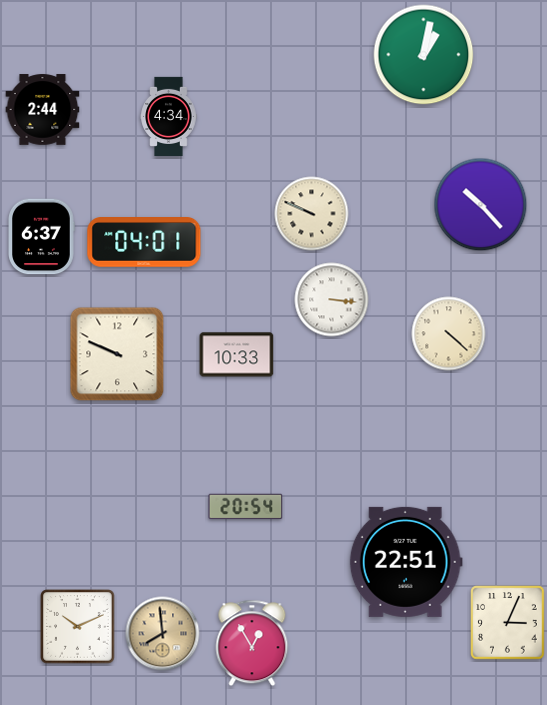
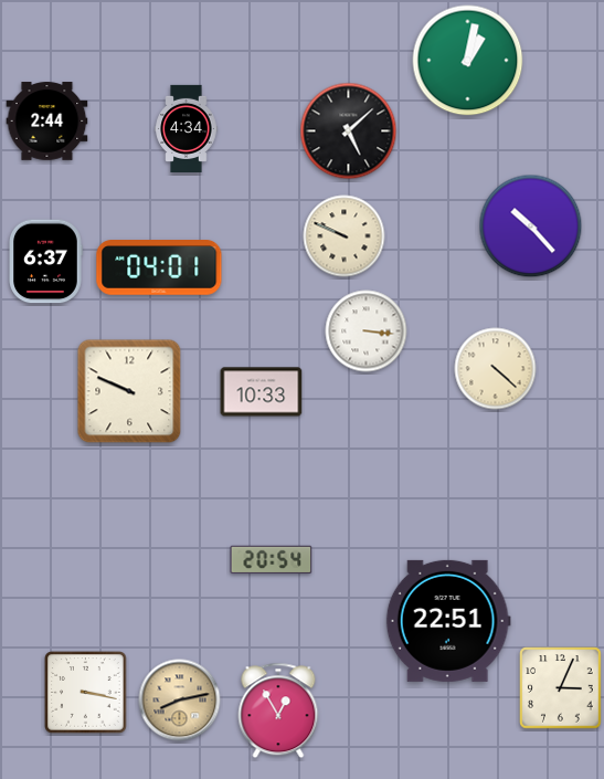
clock at (349, 131): none -> 5:08
clock at (78, 627): 10:11 -> 3:17
clock at (163, 634): 7:59 -> 8:13
